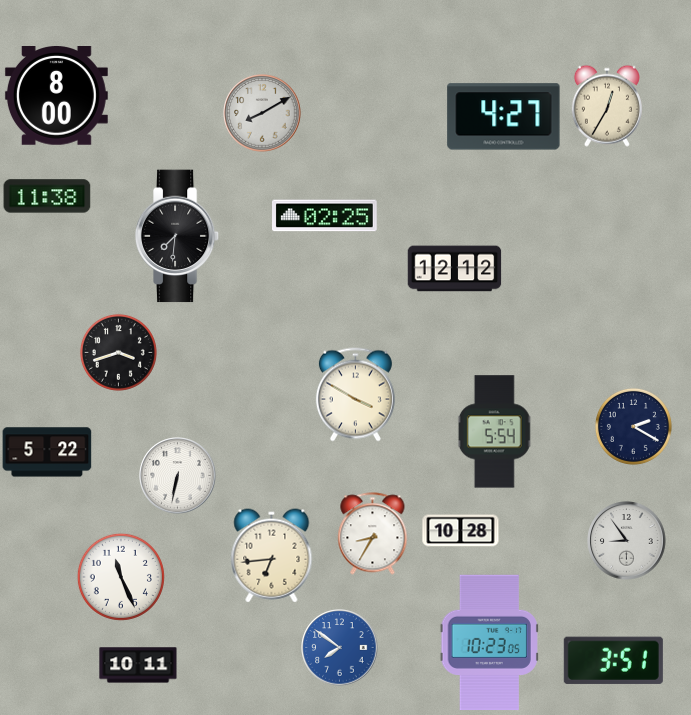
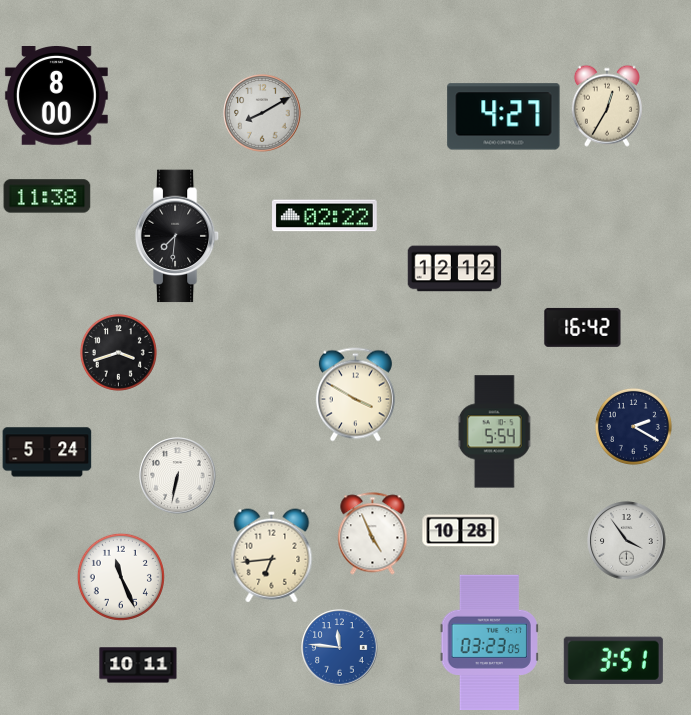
clock at (325, 216): 02:25 -> 02:22
clock at (583, 327): none -> 16:42
clock at (47, 452): 5:22 -> 5:24
clock at (373, 534): 8:35 -> 4:56
clock at (627, 541): 8:54 -> 3:54
clock at (489, 643): 10:23 -> 03:23
clock at (340, 648): 7:51 -> 11:46
